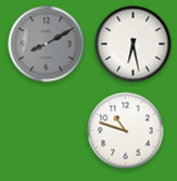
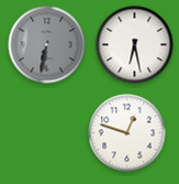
clock at (47, 44): 8:10 -> 6:32
clock at (126, 131): 10:48 -> 12:48
